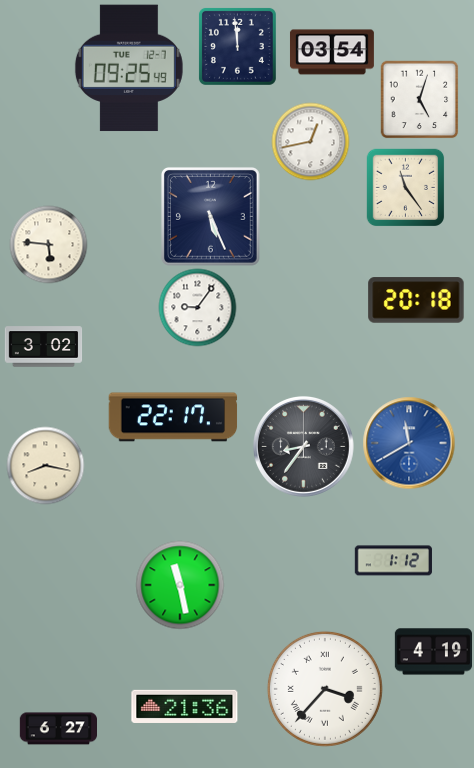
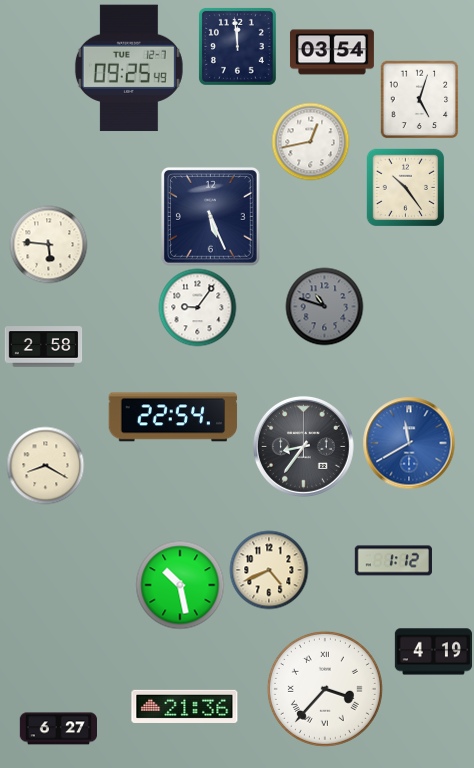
clock at (405, 187): 11:24 -> 10:24
clock at (416, 300): 20:18 -> none
clock at (324, 306): none -> 10:48
clock at (43, 347): 3:02 -> 2:58
clock at (173, 417): 22:17 -> 22:54
clock at (45, 465): 8:17 -> 8:20
clock at (269, 570): none -> 4:41
clock at (180, 585): 11:28 -> 10:28
